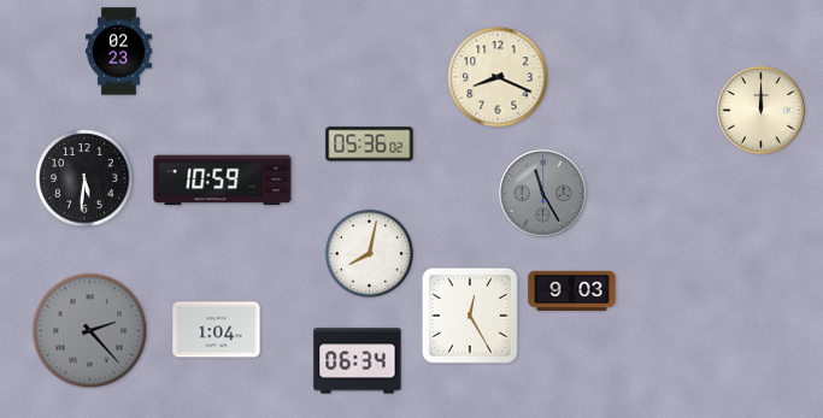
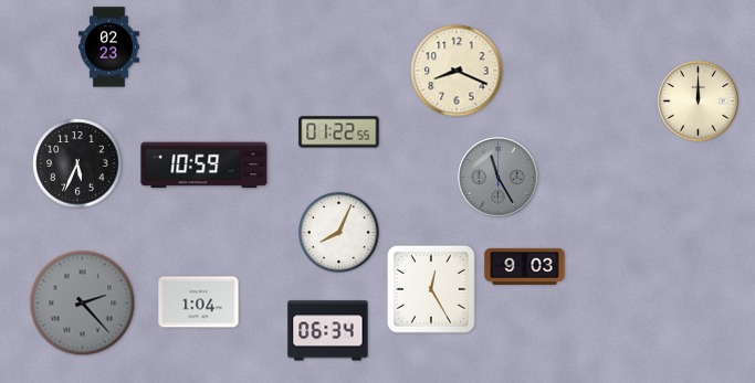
clock at (370, 145): 05:36 -> 01:22
clock at (84, 178): 5:31 -> 5:34
clock at (369, 253): 8:02 -> 8:04
